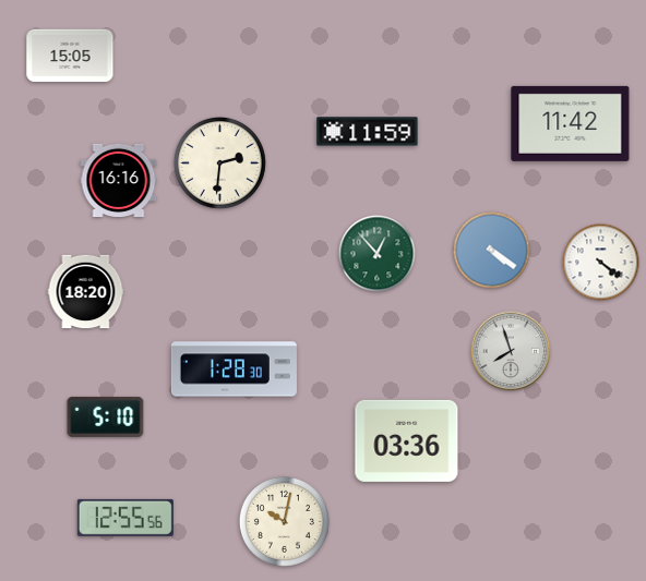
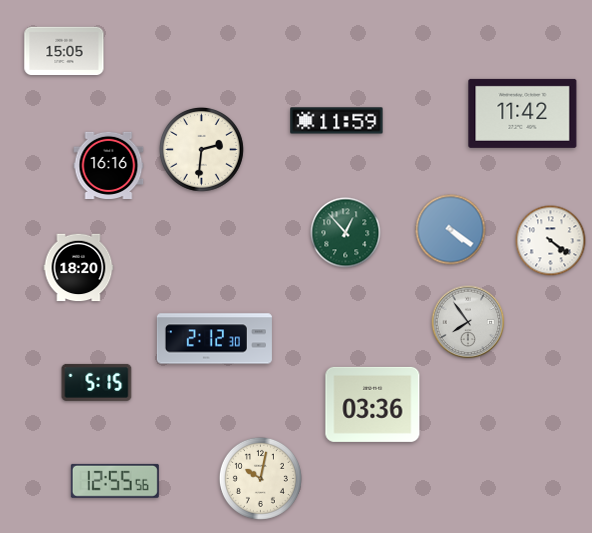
clock at (511, 351): 7:57 -> 7:54
clock at (234, 370): 1:28 -> 2:12
clock at (106, 416): 5:10 -> 5:15
clock at (125, 518) position: (125, 518) -> (115, 481)
